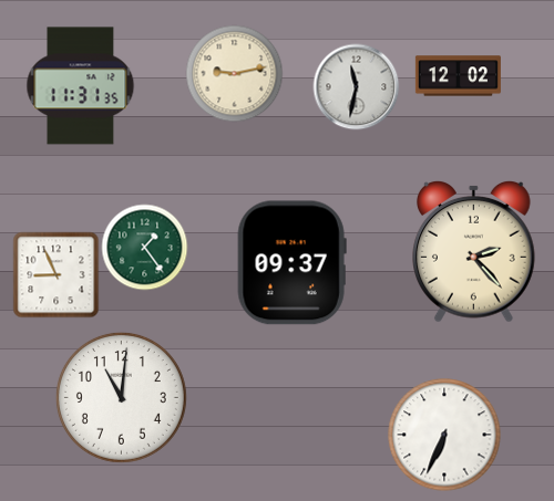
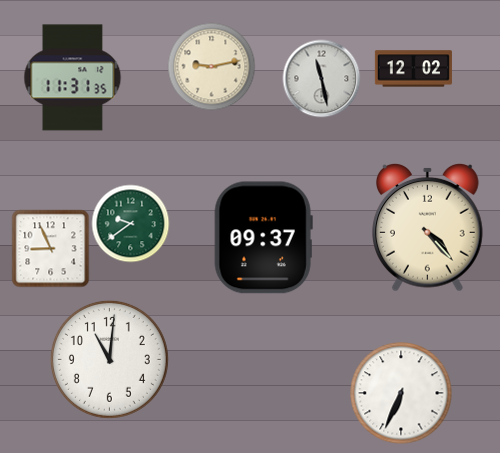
clock at (356, 86): 11:32 -> 11:28
clock at (144, 247): 1:24 -> 9:39
clock at (474, 251): 2:23 -> 4:23
